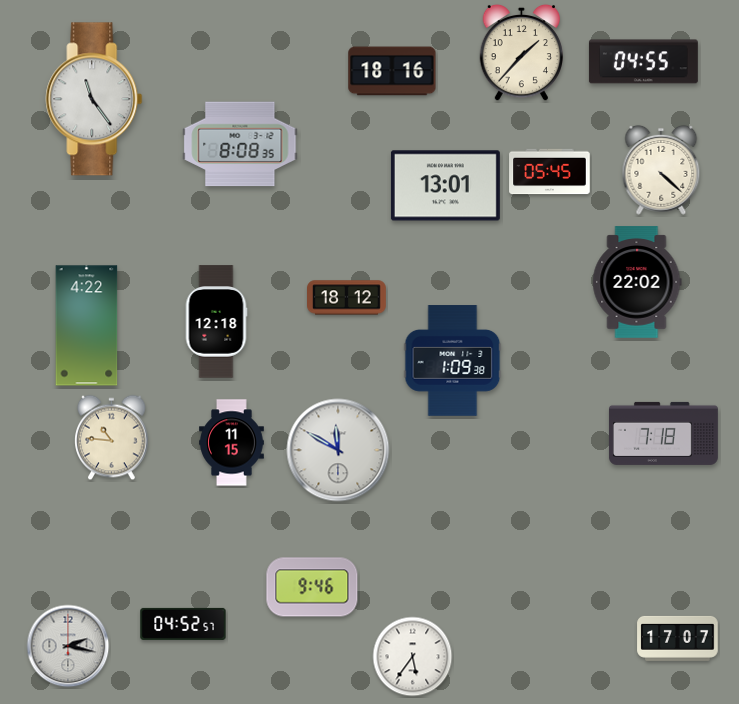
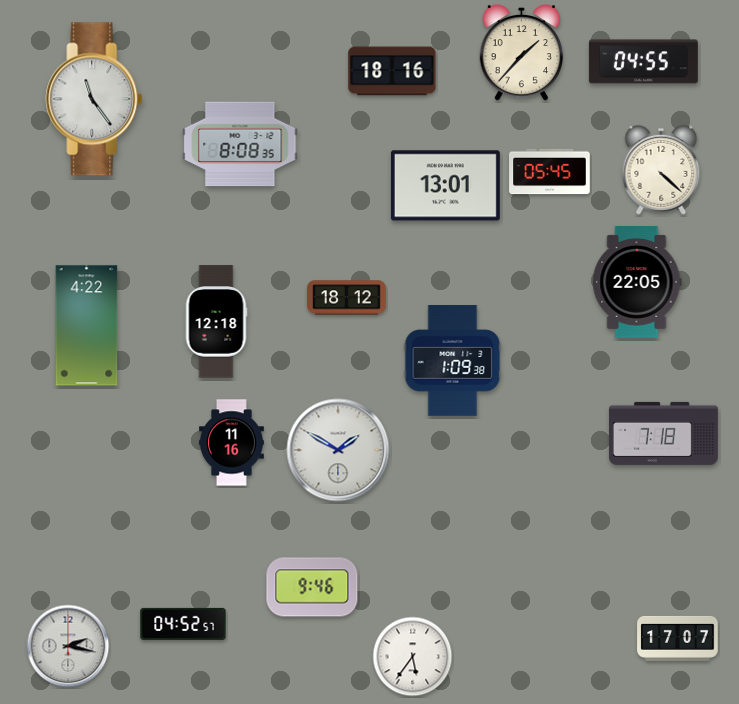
clock at (637, 282): 22:02 -> 22:05
clock at (112, 438): 10:46 -> none
clock at (232, 443): 11:15 -> 11:16
clock at (338, 450): 11:50 -> 1:50
